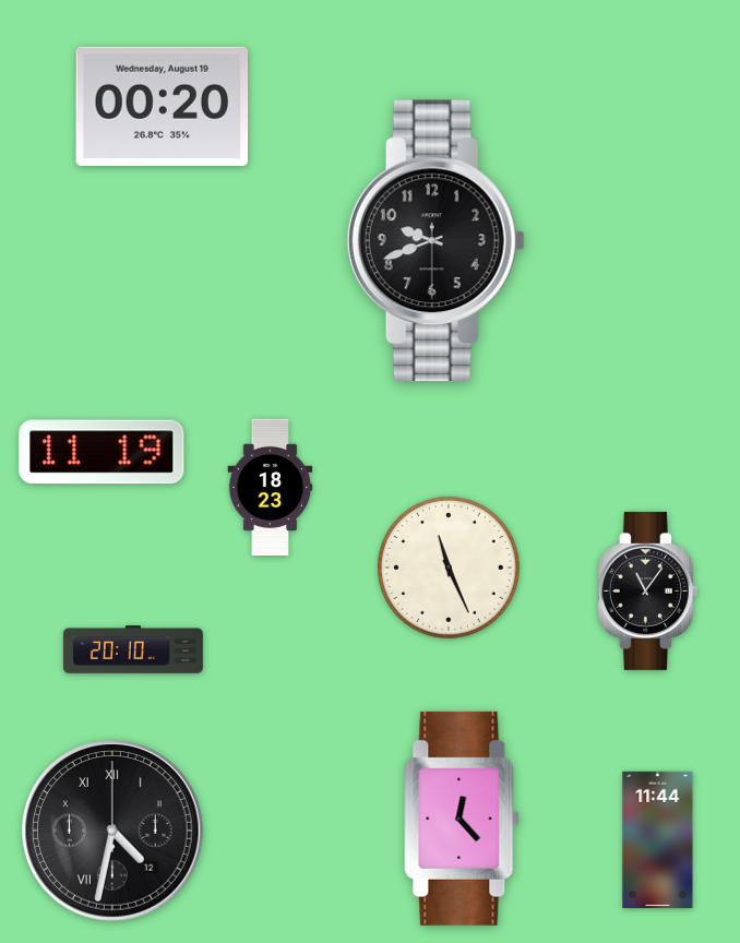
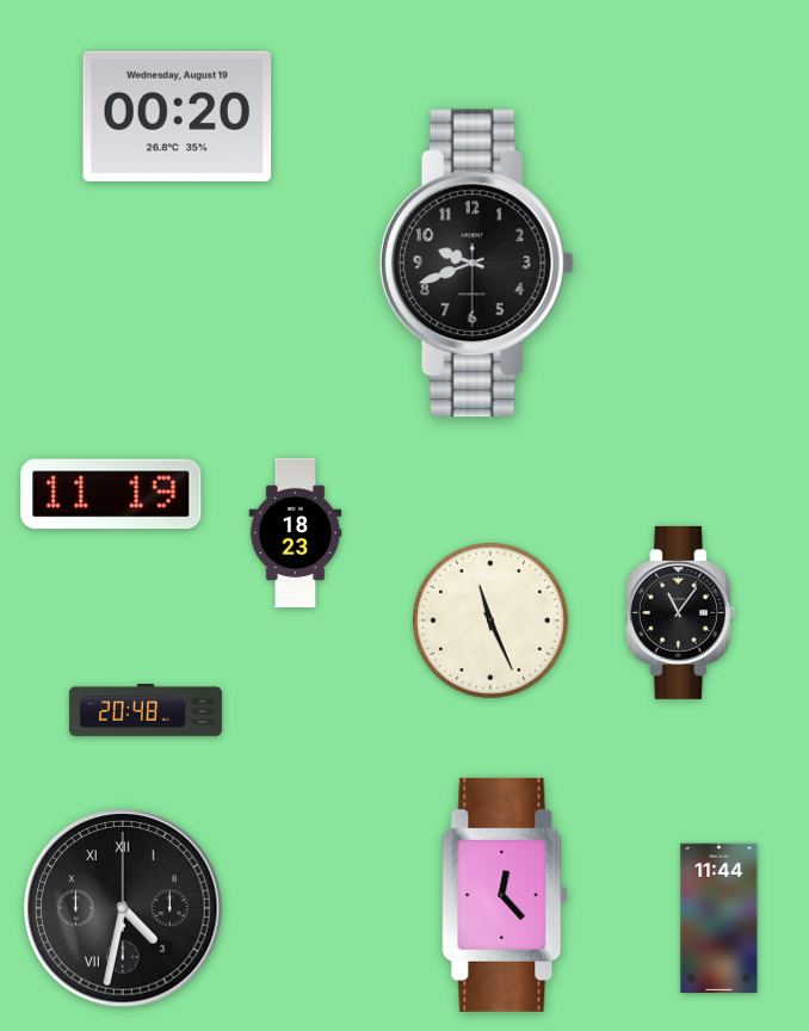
clock at (647, 590) position: (647, 590) -> (680, 612)
clock at (133, 649): 20:10 -> 20:48
clock at (112, 831) date: 12 -> 3
